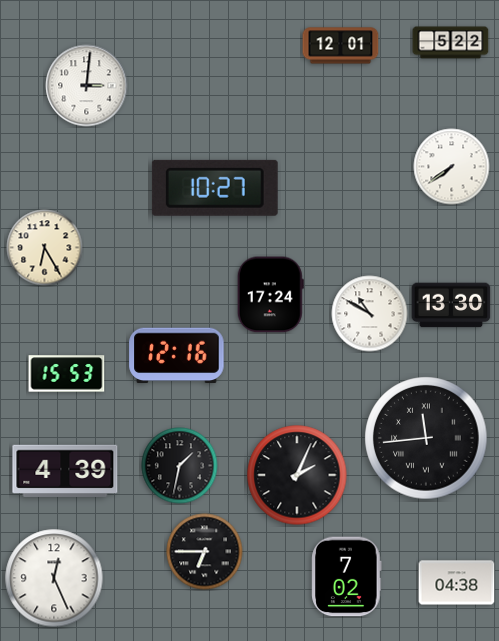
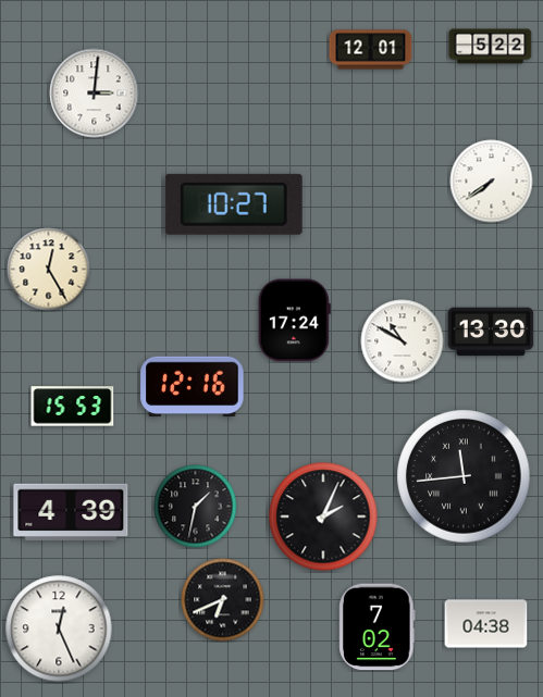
clock at (45, 248): 6:25 -> 12:25
clock at (205, 552): 6:45 -> 6:41
clock at (457, 583) position: (457, 583) -> (486, 624)
